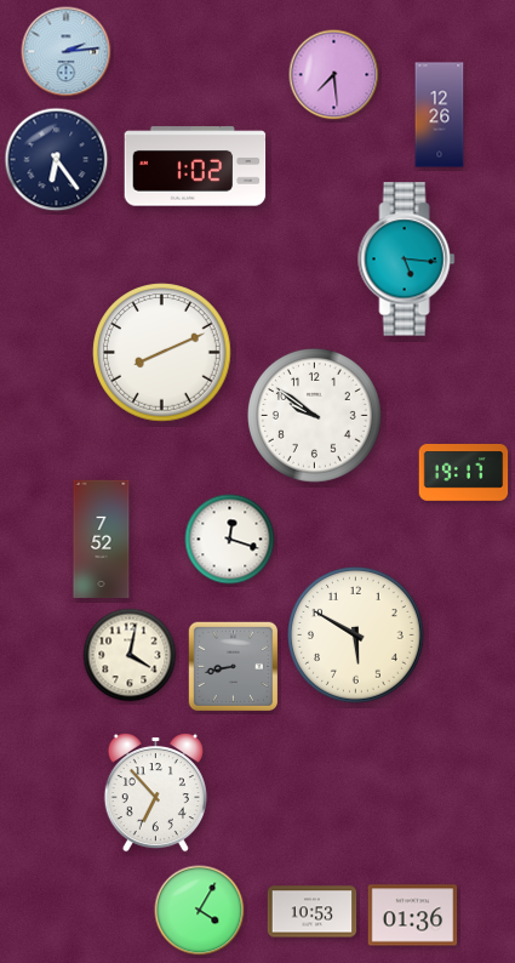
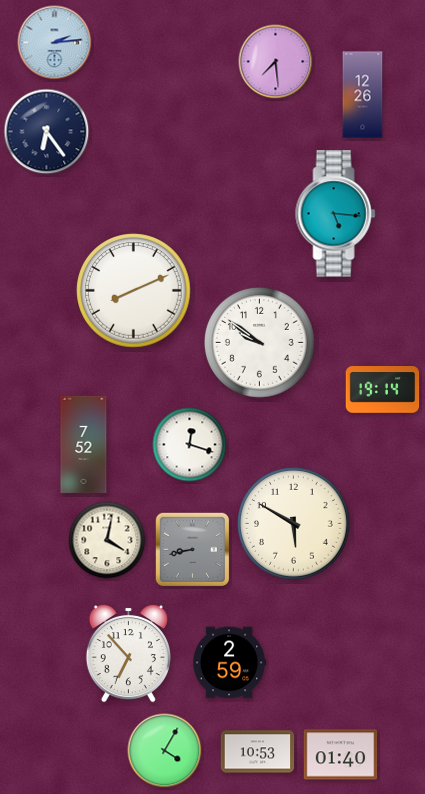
clock at (195, 166): 1:02 -> none
clock at (464, 473): 19:17 -> 19:14
clock at (230, 663): none -> 2:59
clock at (413, 916): 01:36 -> 01:40
